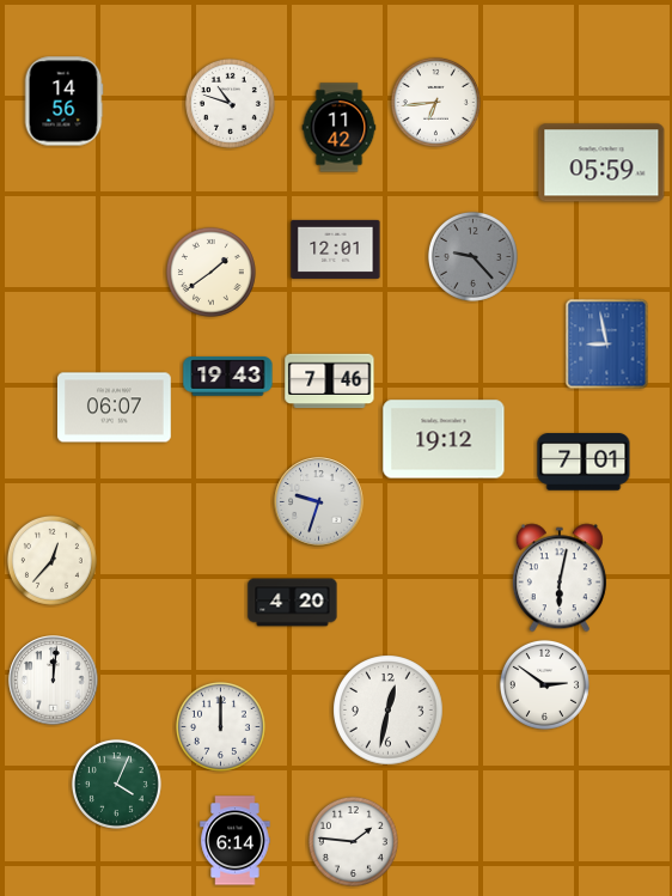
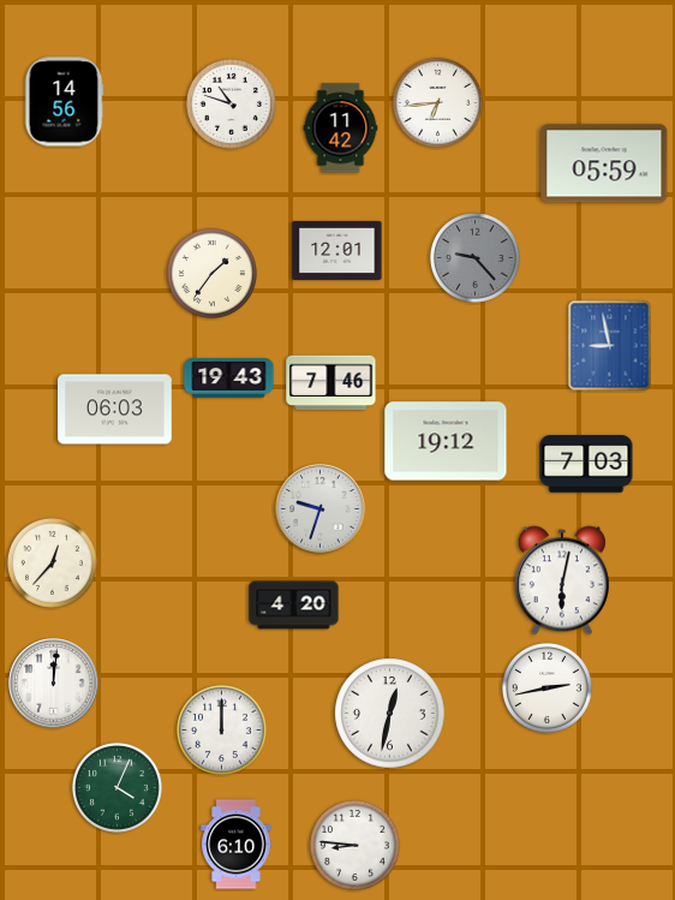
clock at (210, 272): 1:39 -> 1:36
clock at (115, 408): 06:07 -> 06:03
clock at (584, 462): 7:01 -> 7:03
clock at (319, 502) position: (319, 502) -> (321, 509)
clock at (544, 684): 2:51 -> 2:43
clock at (236, 841): 6:14 -> 6:10
clock at (353, 841): 1:46 -> 8:46
